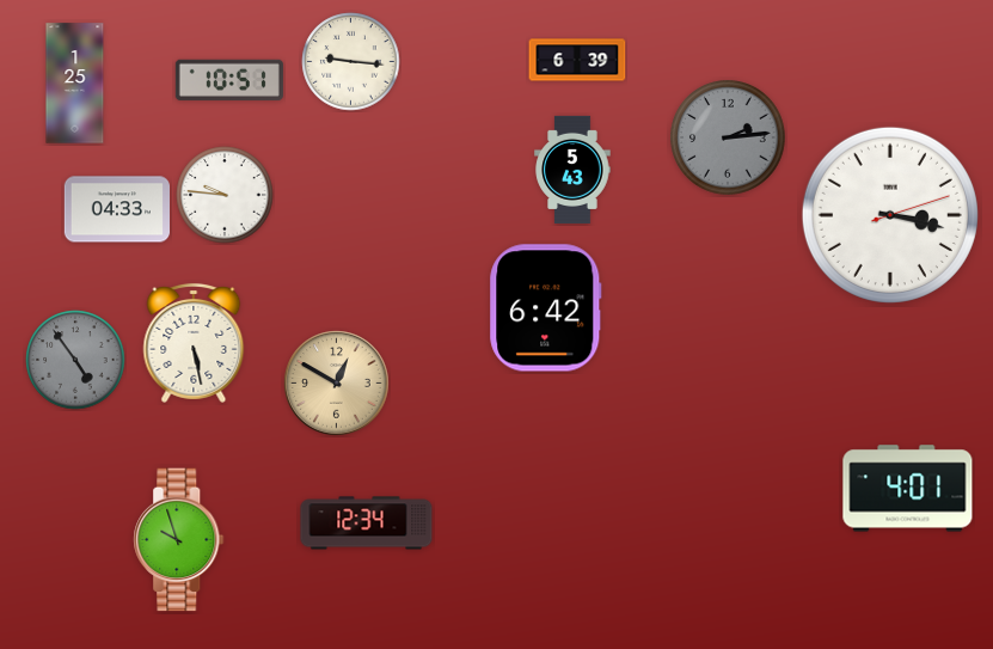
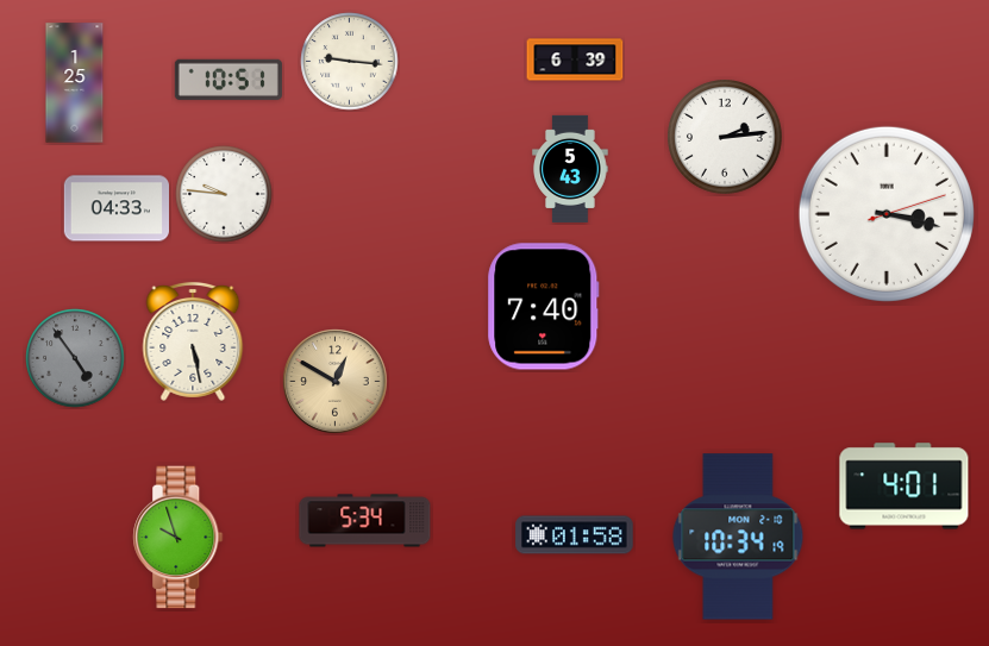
clock at (728, 137) dial: grey -> white
clock at (546, 308): 6:42 -> 7:40
clock at (367, 524): 12:34 -> 5:34
clock at (575, 535): none -> 01:58
clock at (738, 537): none -> 10:34
